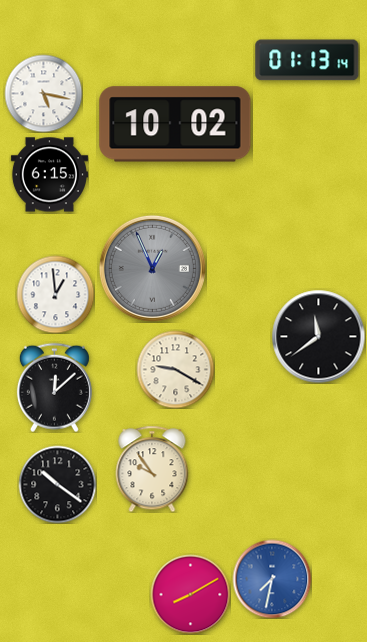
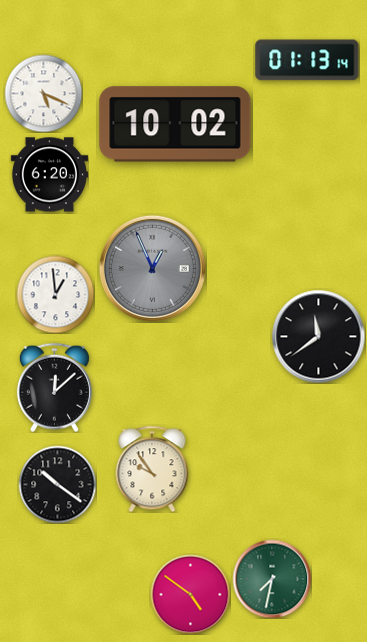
clock at (43, 93): 5:17 -> 5:19
clock at (49, 175): 6:15 -> 6:20
clock at (175, 369): 9:20 -> none
clock at (272, 579) dial: blue -> green
clock at (190, 594): 8:10 -> 4:51
